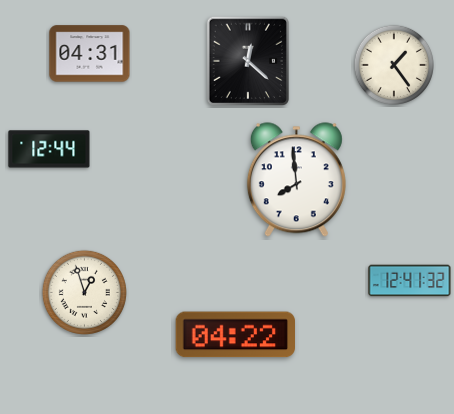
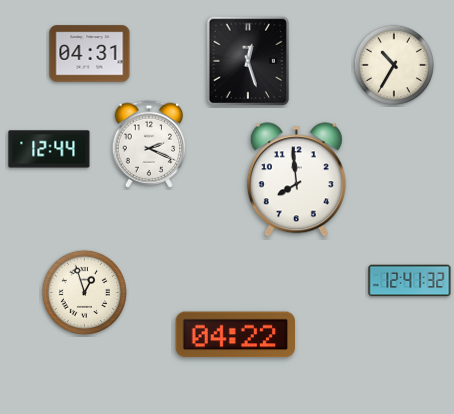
clock at (248, 60): 12:22 -> 12:27
clock at (393, 64): 1:24 -> 10:35
clock at (149, 144): none -> 2:19
